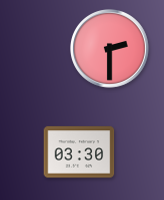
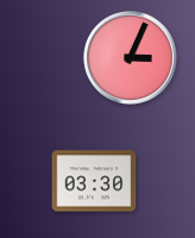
clock at (110, 49): 2:30 -> 3:04
